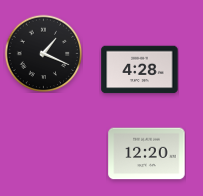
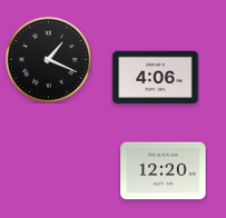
clock at (140, 70): 4:28 -> 4:06
